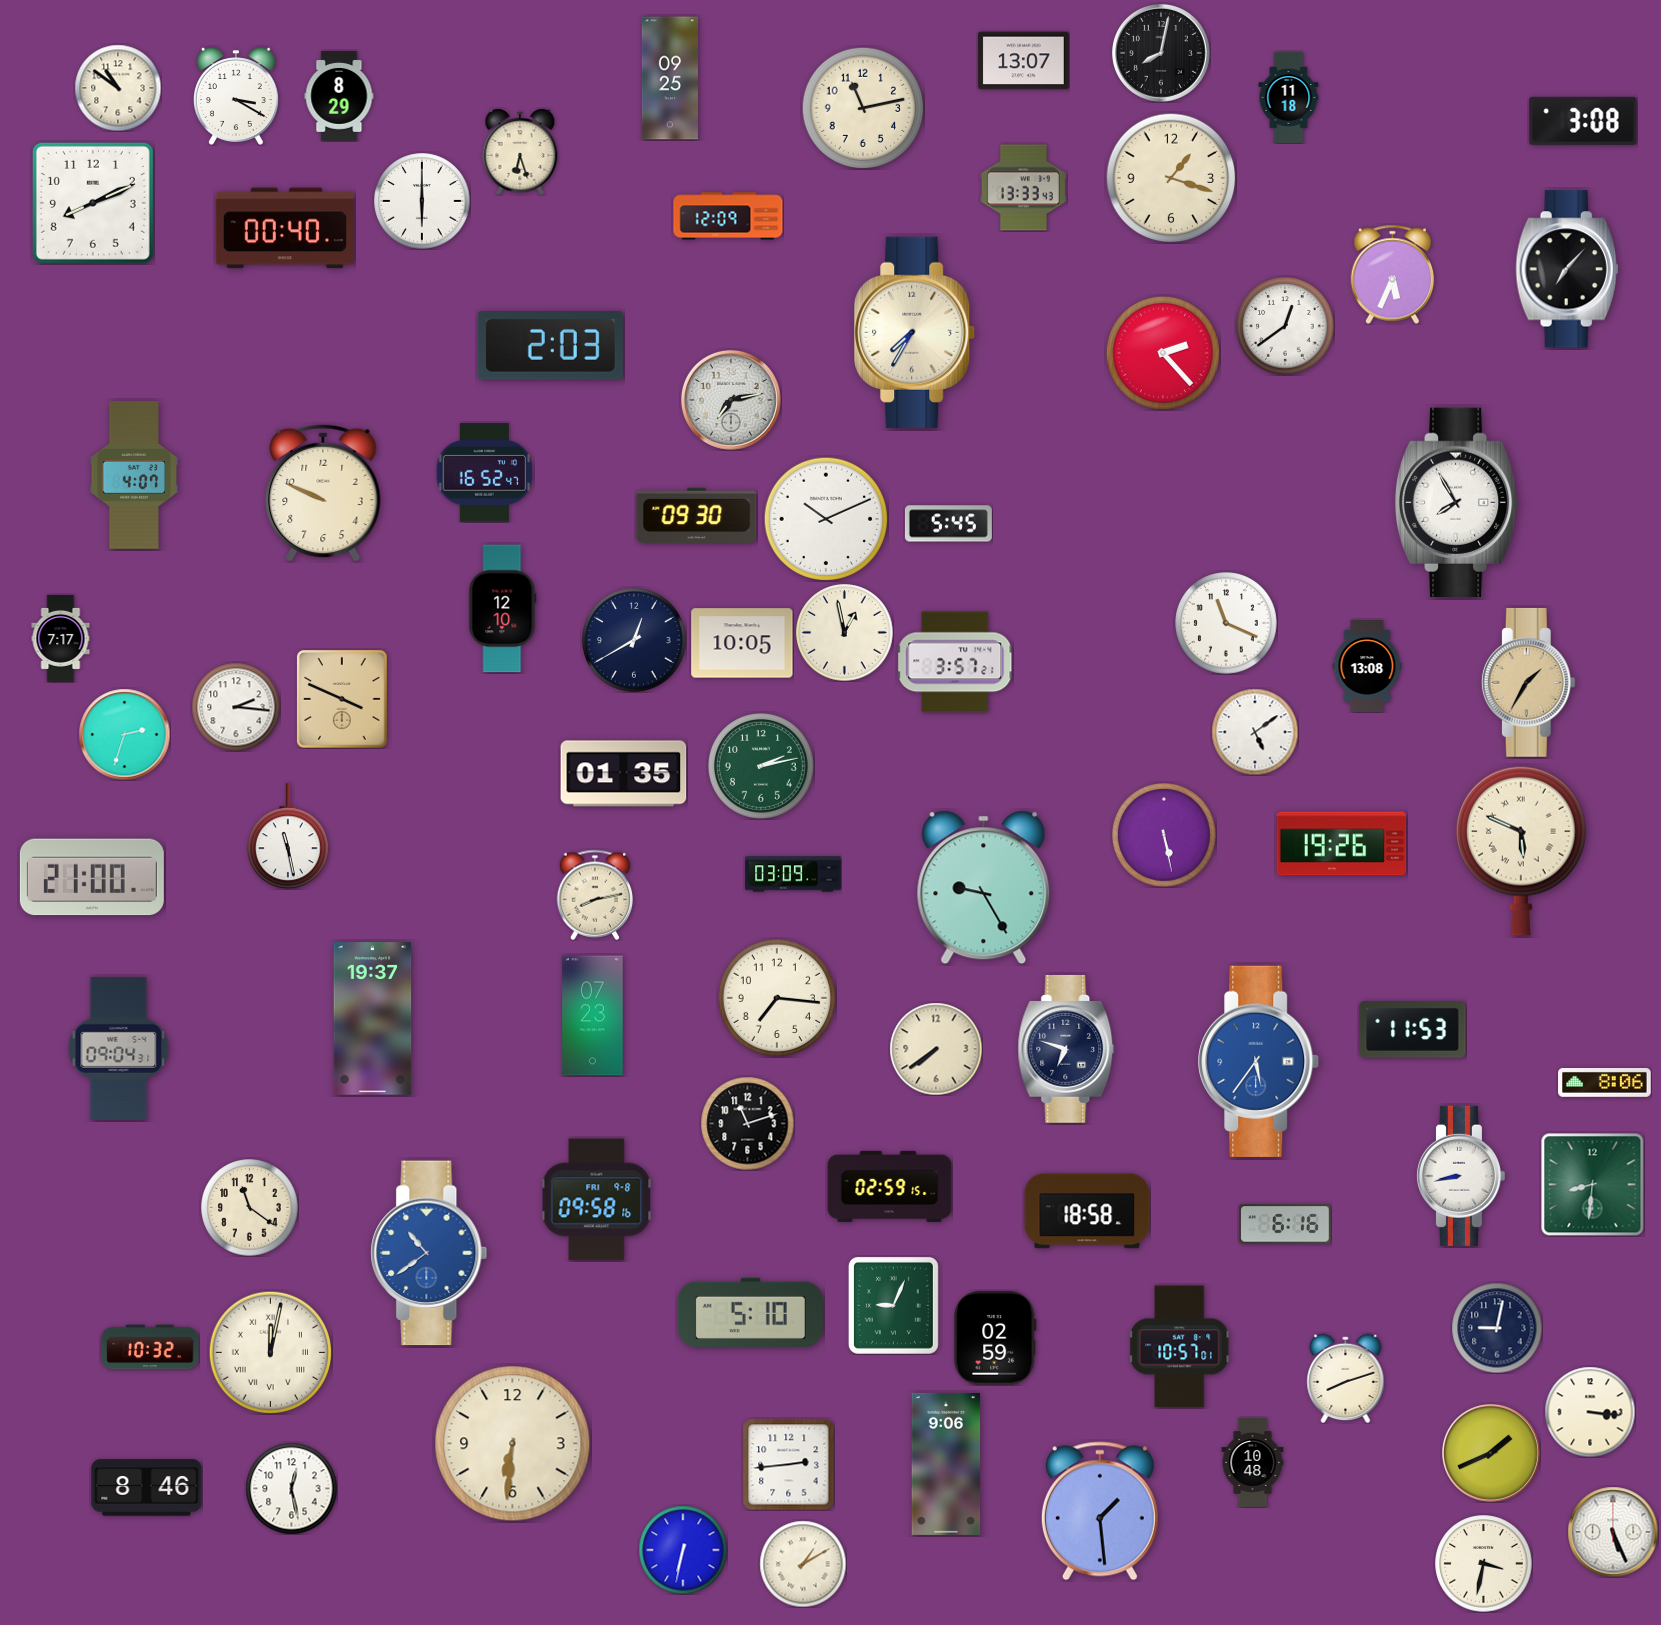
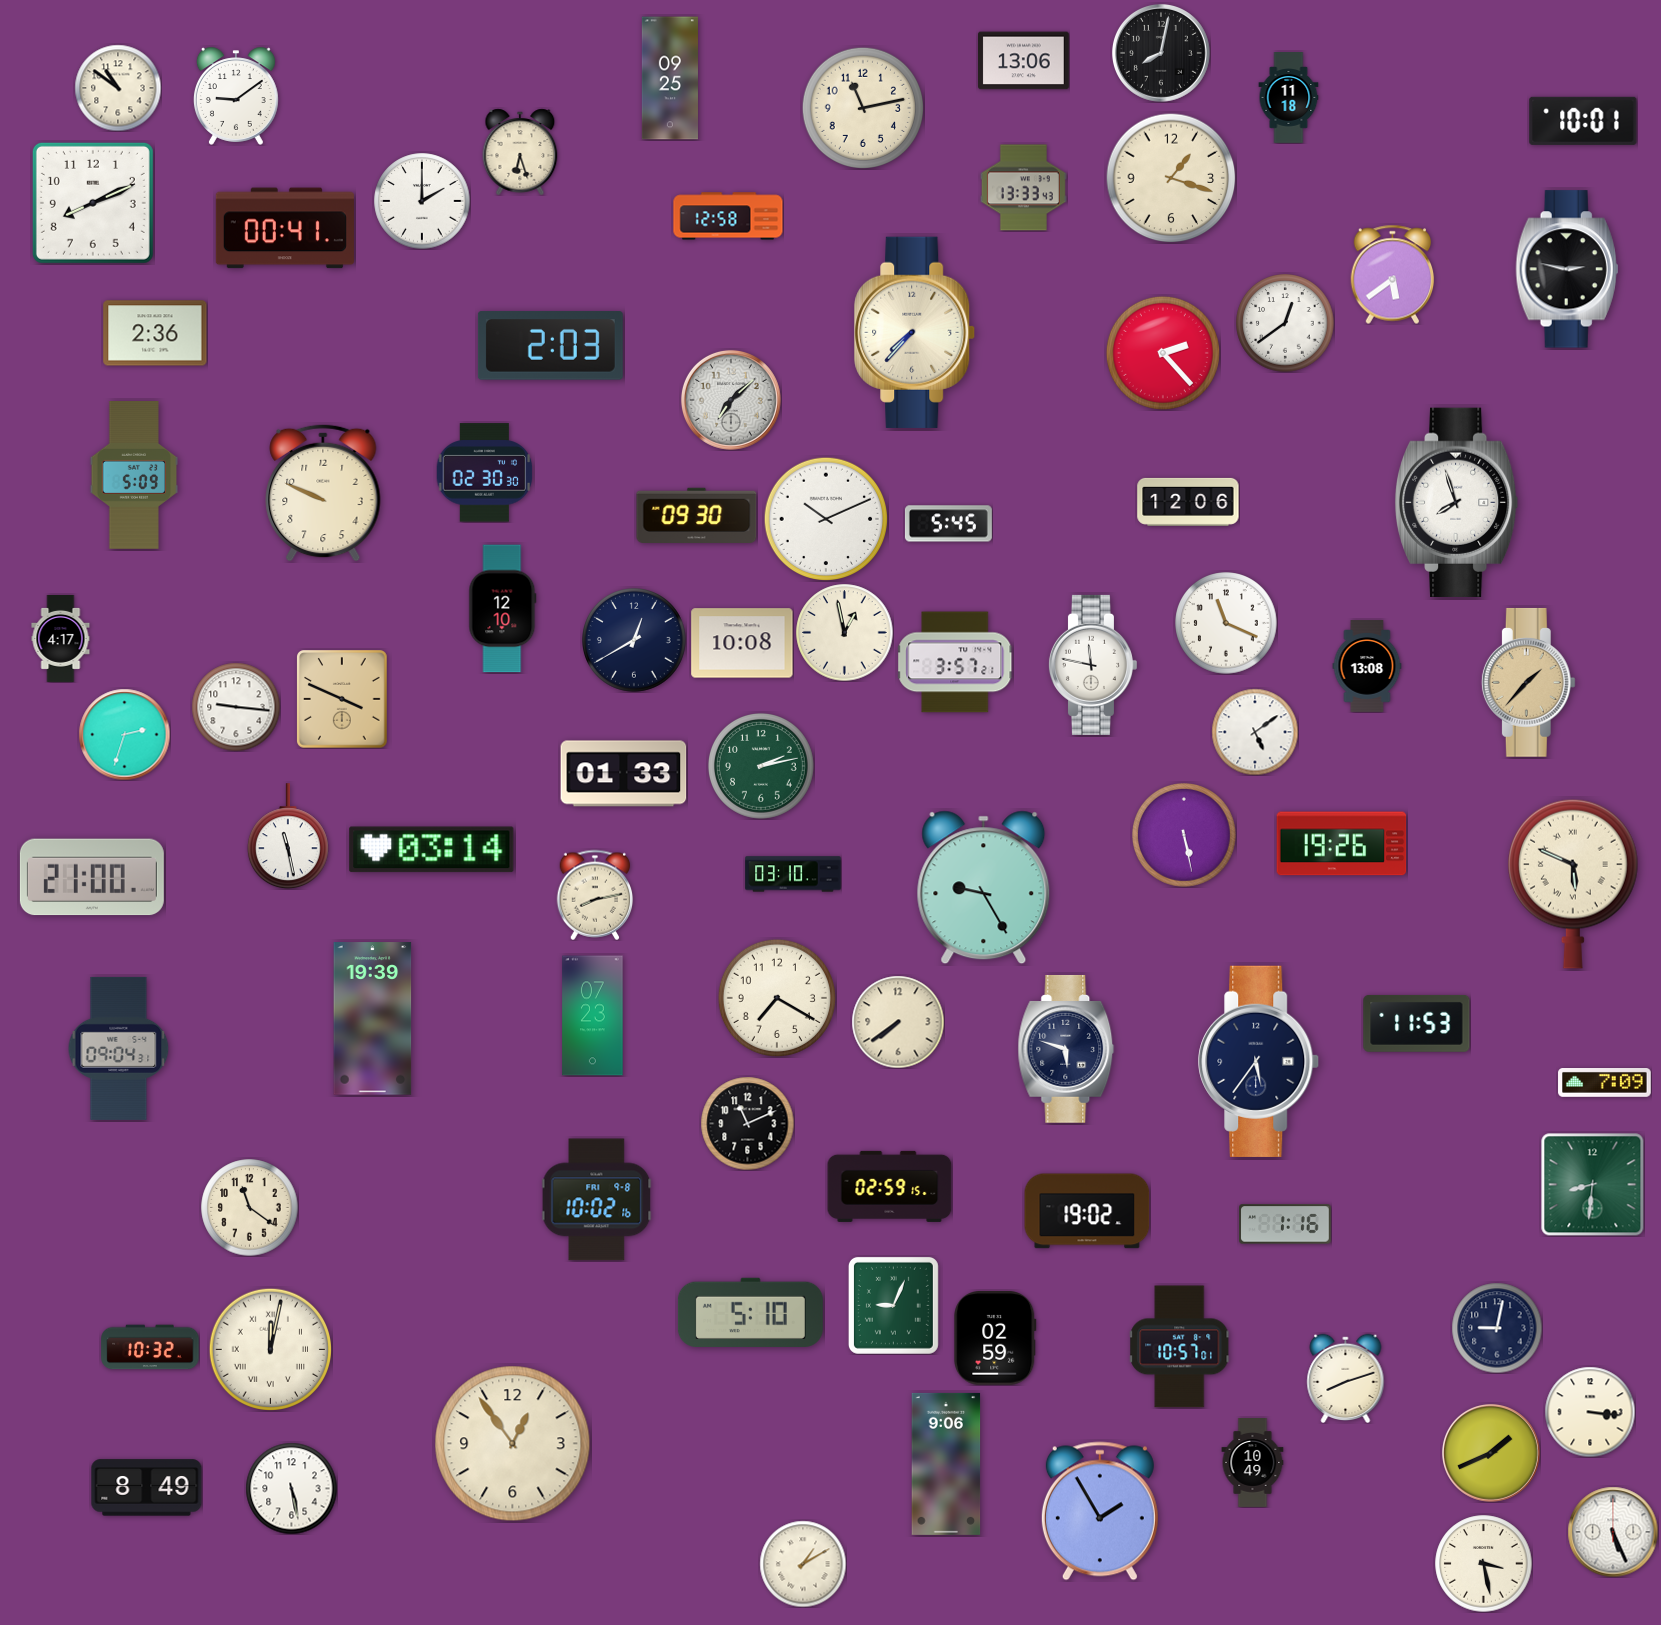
clock at (1024, 61): 13:07 -> 13:06
clock at (236, 96): 3:20 -> 9:09
clock at (339, 97): 8:29 -> none
clock at (1583, 121): 3:08 -> 10:01
clock at (422, 201): 6:00 -> 2:00
clock at (728, 216): 12:09 -> 12:58
clock at (285, 228): 00:40 -> 00:41
clock at (1567, 269): 7:07 -> 2:47
clock at (1393, 274): 5:34 -> 5:39
clock at (1285, 326) position: (1285, 326) -> (1285, 323)
clock at (915, 332): 7:35 -> 7:37
clock at (155, 333): none -> 2:36
clock at (731, 400): 7:13 -> 7:08
clock at (485, 473): 16:52 -> 02:30
clock at (134, 476): 4:07 -> 5:09
clock at (1188, 502): none -> 12:06
clock at (1456, 502): 7:55 -> 7:57
clock at (61, 638): 7:17 -> 4:17
clock at (742, 643): 10:05 -> 10:08
clock at (1092, 665): none -> 11:47
clock at (1528, 682): 1:35 -> 1:37
clock at (236, 707): 2:16 -> 9:16
clock at (624, 774): 01:35 -> 01:33
clock at (1165, 836) position: (1165, 836) -> (1185, 836)
clock at (432, 850): none -> 03:14
clock at (1522, 851) position: (1522, 851) -> (1574, 884)
clock at (793, 874): 03:09 -> 03:10
clock at (777, 998): 7:16 -> 7:20
clock at (373, 1019): 19:37 -> 19:39
clock at (1413, 1029) position: (1413, 1029) -> (1417, 1023)
clock at (936, 1049) position: (936, 1049) -> (898, 1022)
clock at (1066, 1049): 6:48 -> 5:48
clock at (1259, 1061) dial: blue -> navy
clock at (1605, 1083): 8:06 -> 7:09
clock at (747, 1123): 11:12 -> 11:11
clock at (1460, 1176): 8:43 -> none
clock at (597, 1200): 09:58 -> 10:02
clock at (1087, 1211): 18:58 -> 19:02
clock at (1285, 1224): 6:16 -> 1:16
clock at (429, 1253): 10:39 -> none
clock at (270, 1352) position: (270, 1352) -> (270, 1349)
clock at (513, 1444): 6:31 -> 12:54
clock at (1253, 1463): 10:48 -> 10:49
clock at (788, 1464): 2:44 -> none
clock at (147, 1488): 8:46 -> 8:49
clock at (291, 1488): 12:28 -> 5:28
clock at (1100, 1511): 1:29 -> 1:55
clock at (683, 1550): 6:32 -> none
clock at (1484, 1564): 3:32 -> 3:28
